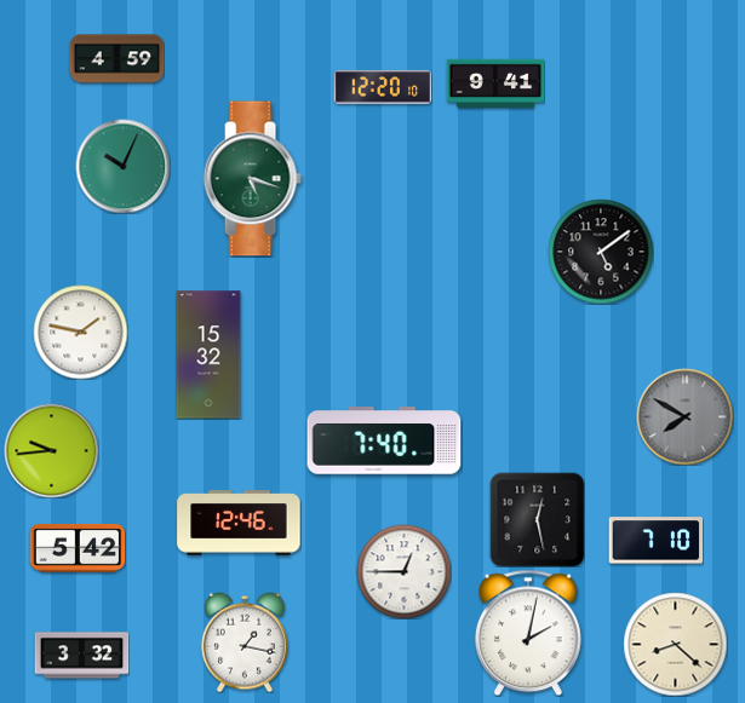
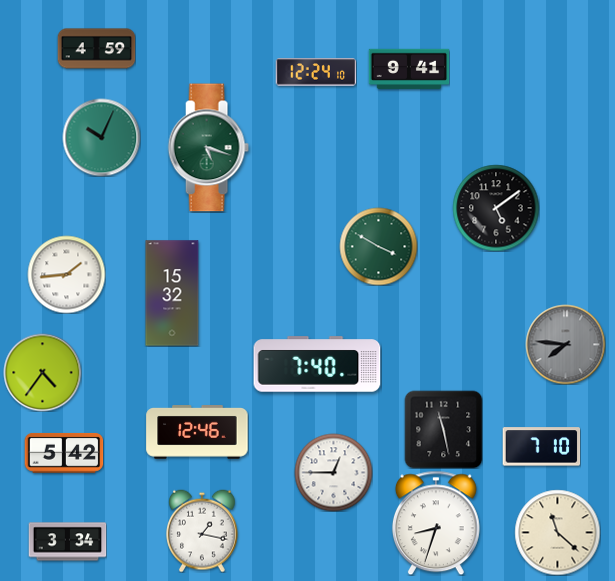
clock at (383, 87): 12:20 -> 12:24
clock at (378, 246): none -> 3:50
clock at (80, 332): 1:47 -> 1:44
clock at (684, 416): 7:50 -> 7:46
clock at (51, 450): 9:44 -> 4:36
clock at (537, 519): 12:28 -> 11:28
clock at (528, 633): 2:02 -> 8:33
clock at (675, 644): 8:22 -> 11:22
clock at (81, 656): 3:32 -> 3:34
